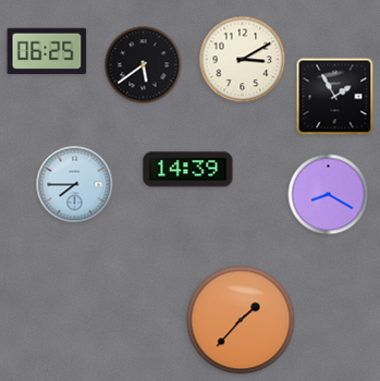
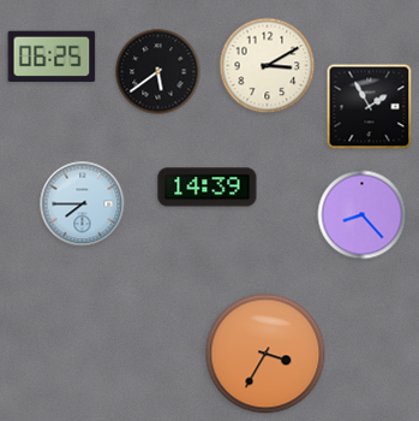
clock at (329, 195): 8:20 -> 8:23
clock at (241, 320): 1:37 -> 3:35
